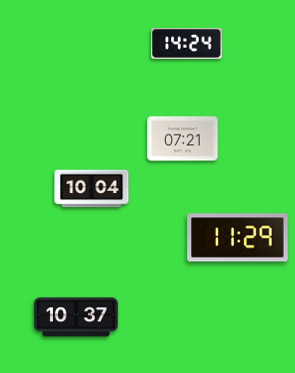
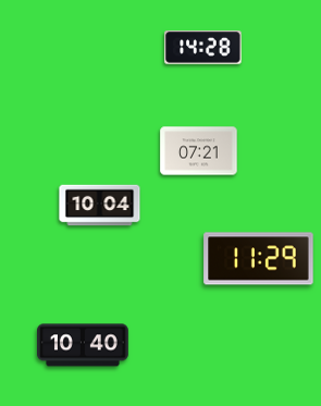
clock at (187, 44): 14:24 -> 14:28
clock at (77, 317): 10:37 -> 10:40
